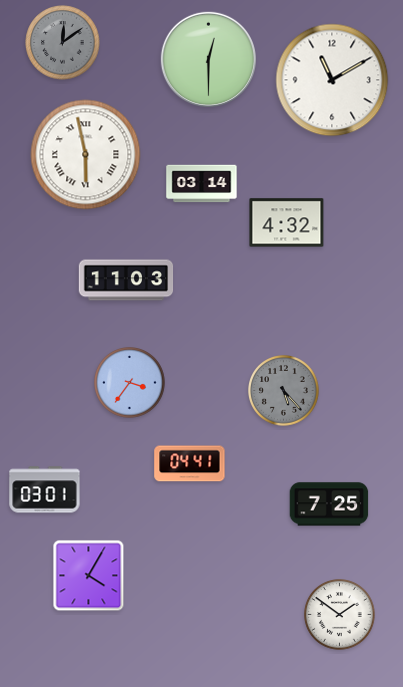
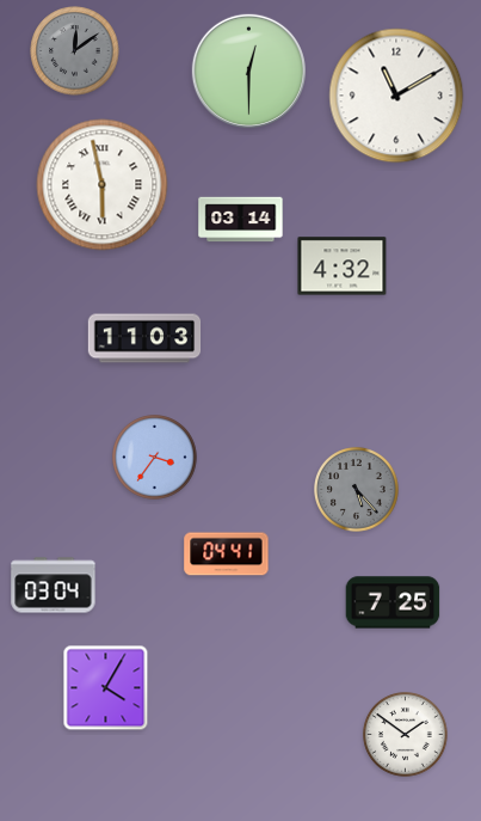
clock at (126, 280) position: (126, 280) -> (144, 338)
clock at (284, 391) position: (284, 391) -> (357, 490)
clock at (45, 490): 03:01 -> 03:04
